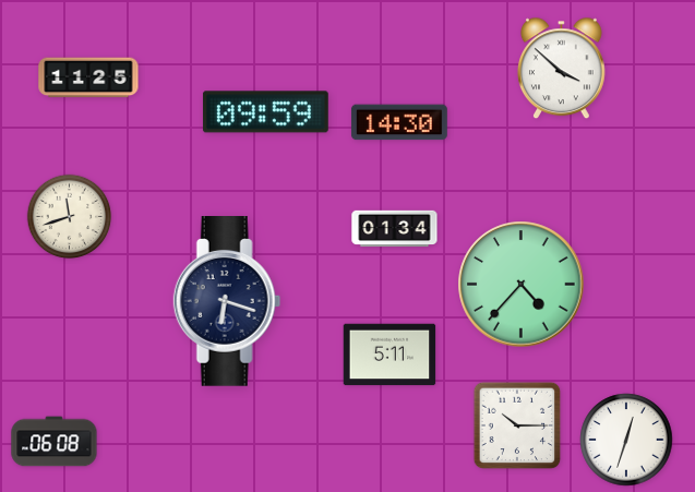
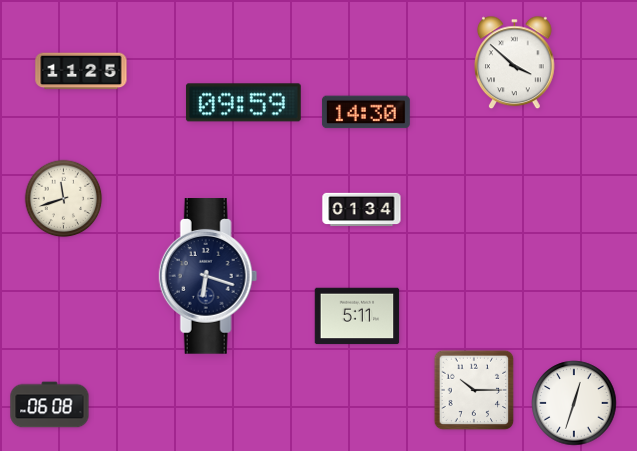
clock at (522, 285): 4:37 -> none
clock at (390, 355) position: (390, 355) -> (357, 316)
